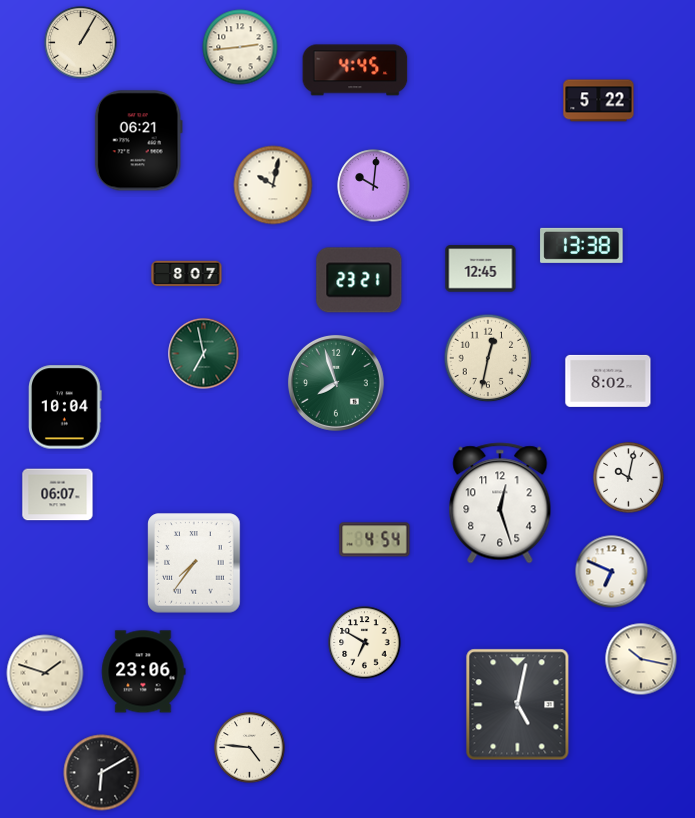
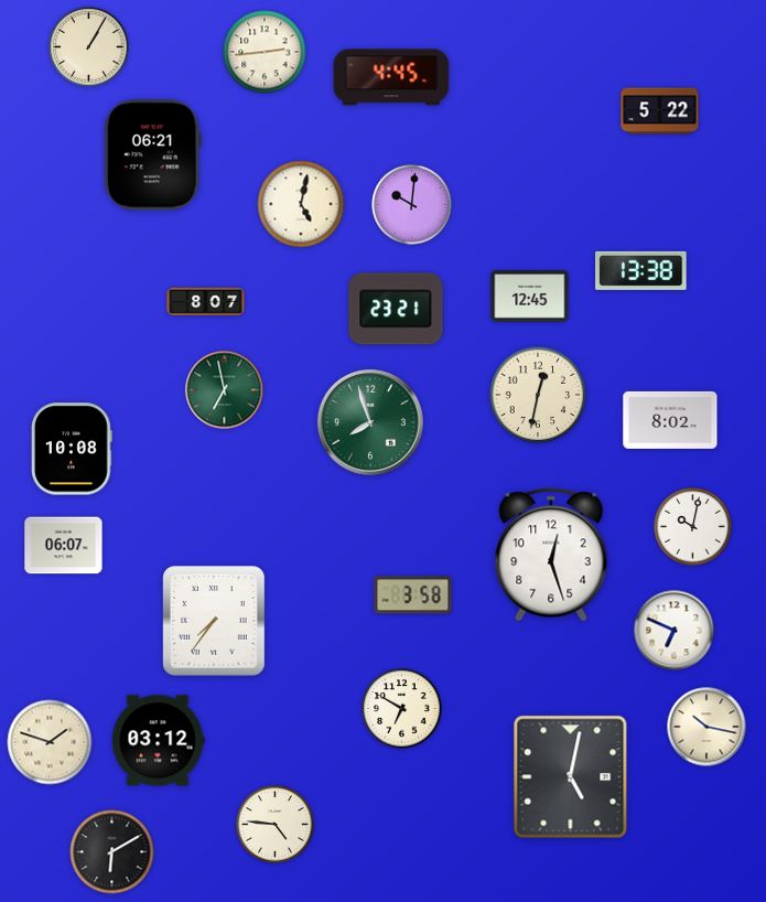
clock at (273, 185): 10:02 -> 5:02
clock at (65, 407): 10:04 -> 10:08
clock at (375, 540): 4:54 -> 3:58
clock at (144, 672): 23:06 -> 03:12
